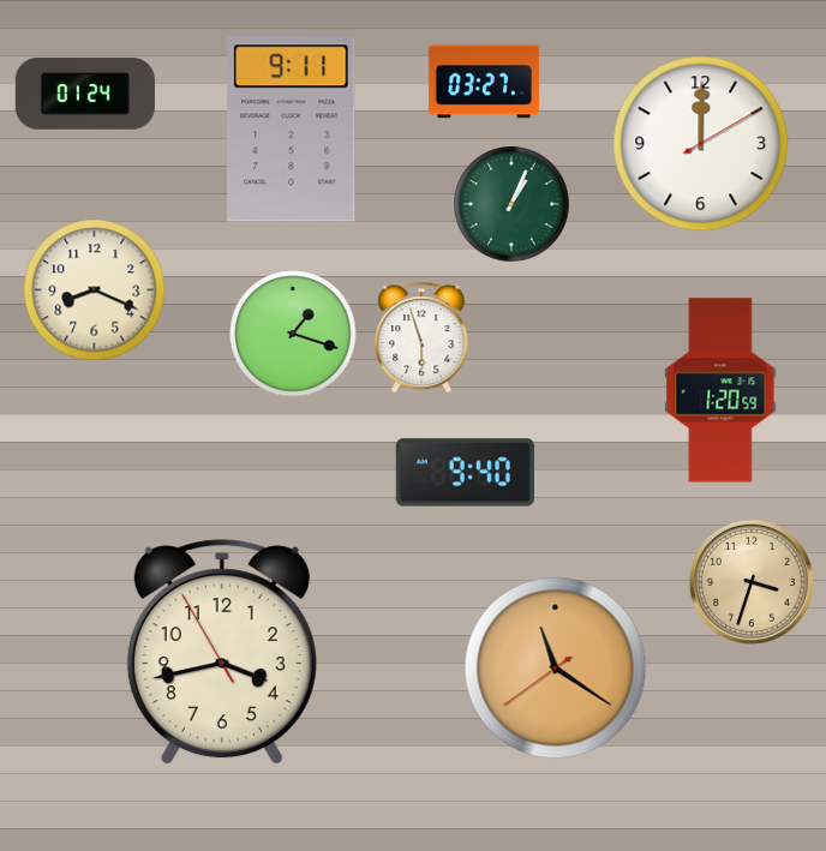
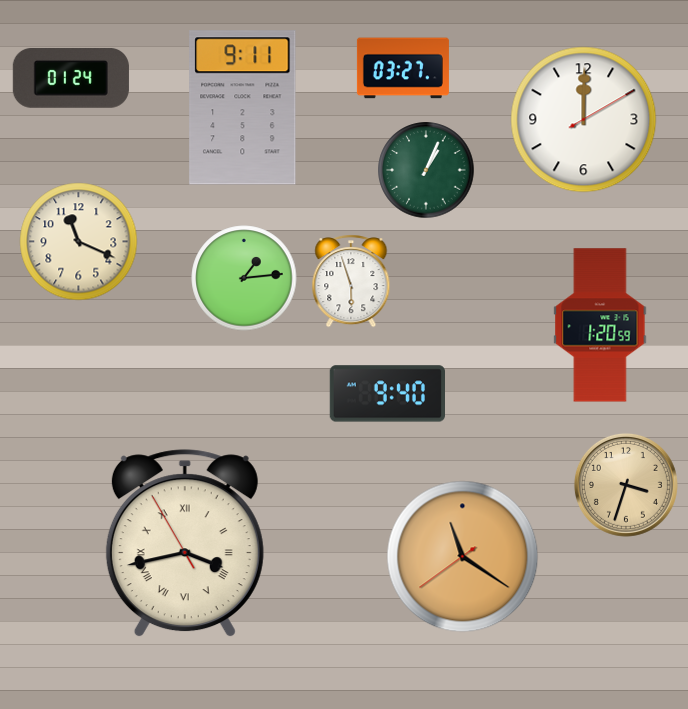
clock at (95, 290): 8:19 -> 11:19
clock at (293, 334): 1:18 -> 1:14
clock at (222, 653) numerals: Arabic -> Roman
